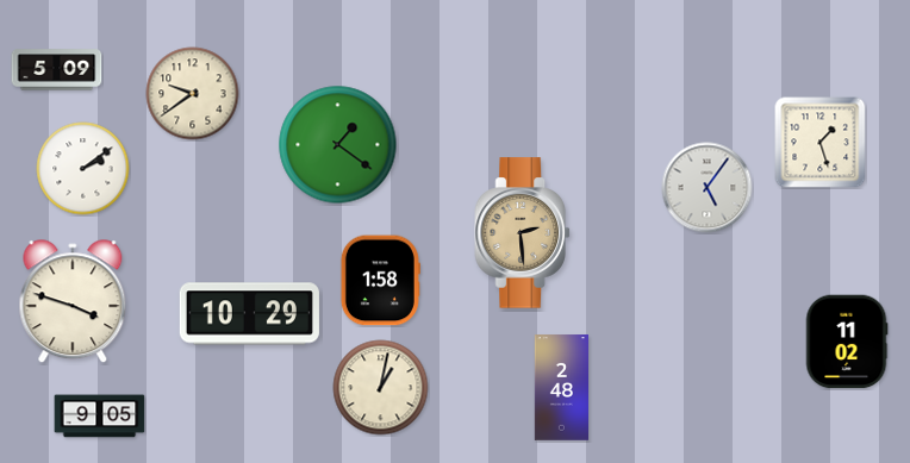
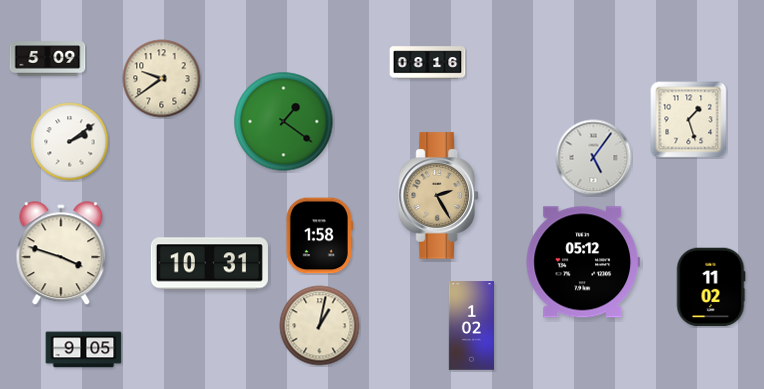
clock at (428, 63): none -> 08:16
clock at (522, 233): 2:29 -> 2:25
clock at (583, 262): none -> 05:12
clock at (249, 314): 10:29 -> 10:31
clock at (561, 388): 2:48 -> 1:02
